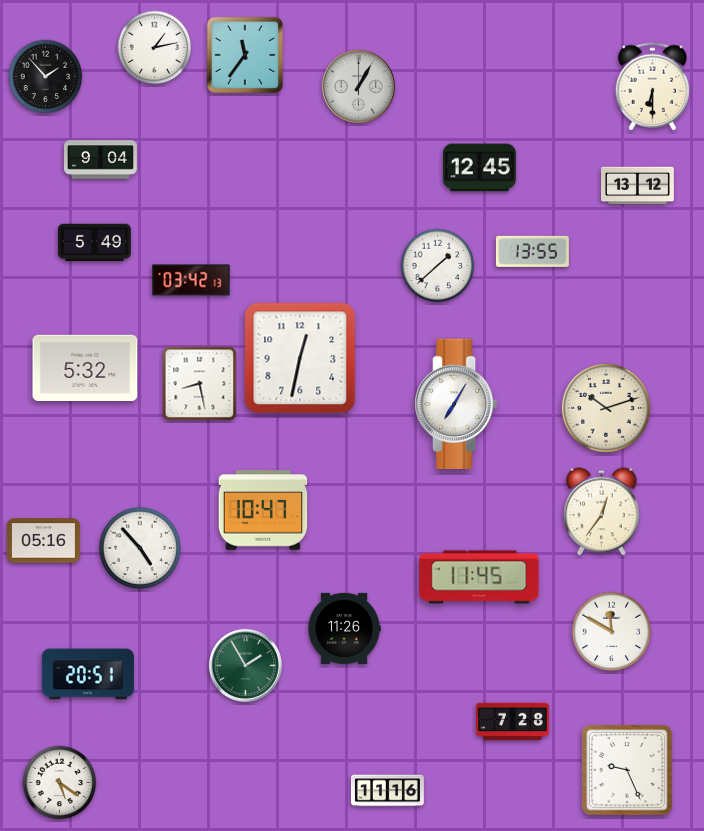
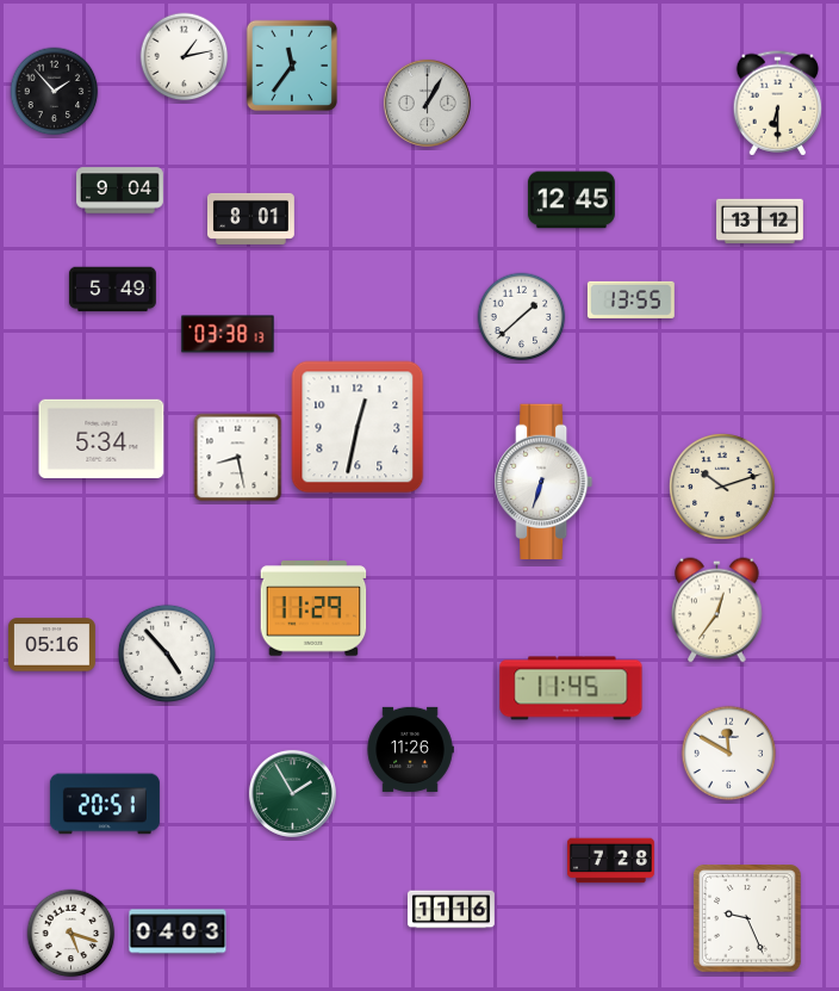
clock at (251, 218): none -> 8:01
clock at (532, 251) position: (532, 251) -> (630, 299)
clock at (191, 280): 03:42 -> 03:38
clock at (85, 367): 5:32 -> 5:34
clock at (457, 403): 7:05 -> 6:33
clock at (263, 510): 10:47 -> 11:29
clock at (178, 931): none -> 04:03
clock at (60, 783): 5:21 -> 5:18
clock at (387, 791) position: (387, 791) -> (450, 910)
